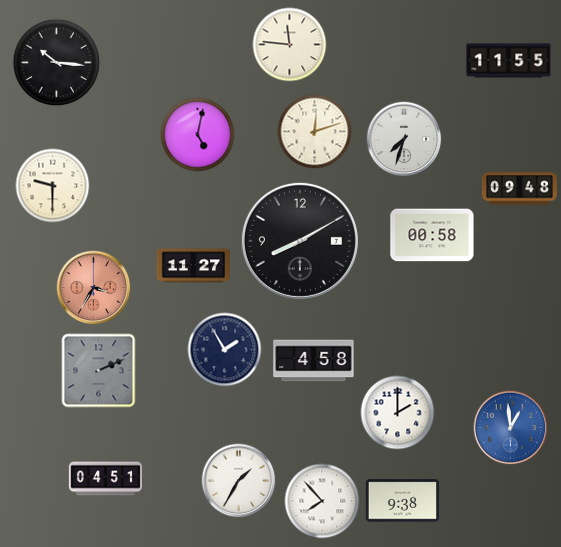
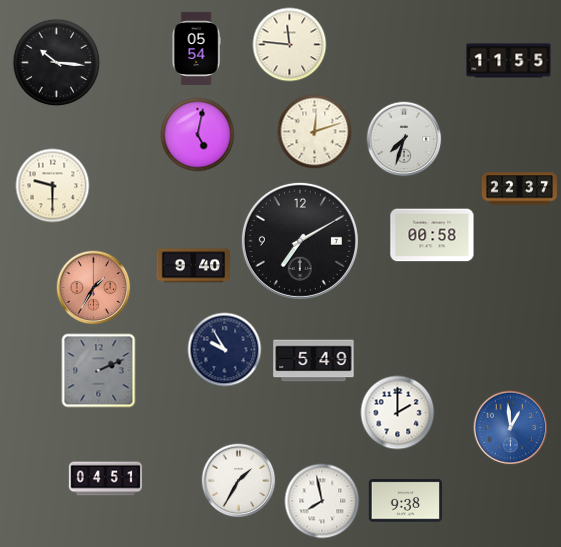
clock at (196, 49): none -> 05:54
clock at (519, 189): 09:48 -> 22:37
clock at (300, 241): 8:10 -> 7:10
clock at (193, 266): 11:27 -> 9:40
clock at (94, 288): 3:35 -> 1:35
clock at (225, 350): 1:55 -> 9:55
clock at (314, 361): 4:58 -> 5:49
clock at (322, 501): 7:53 -> 7:58
clock at (402, 501) position: (402, 501) -> (405, 501)
